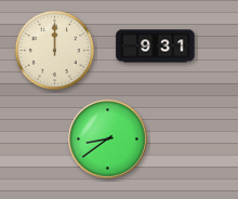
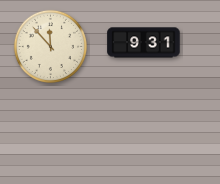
clock at (54, 50): 12:00 -> 11:53
clock at (108, 140): 8:39 -> none
